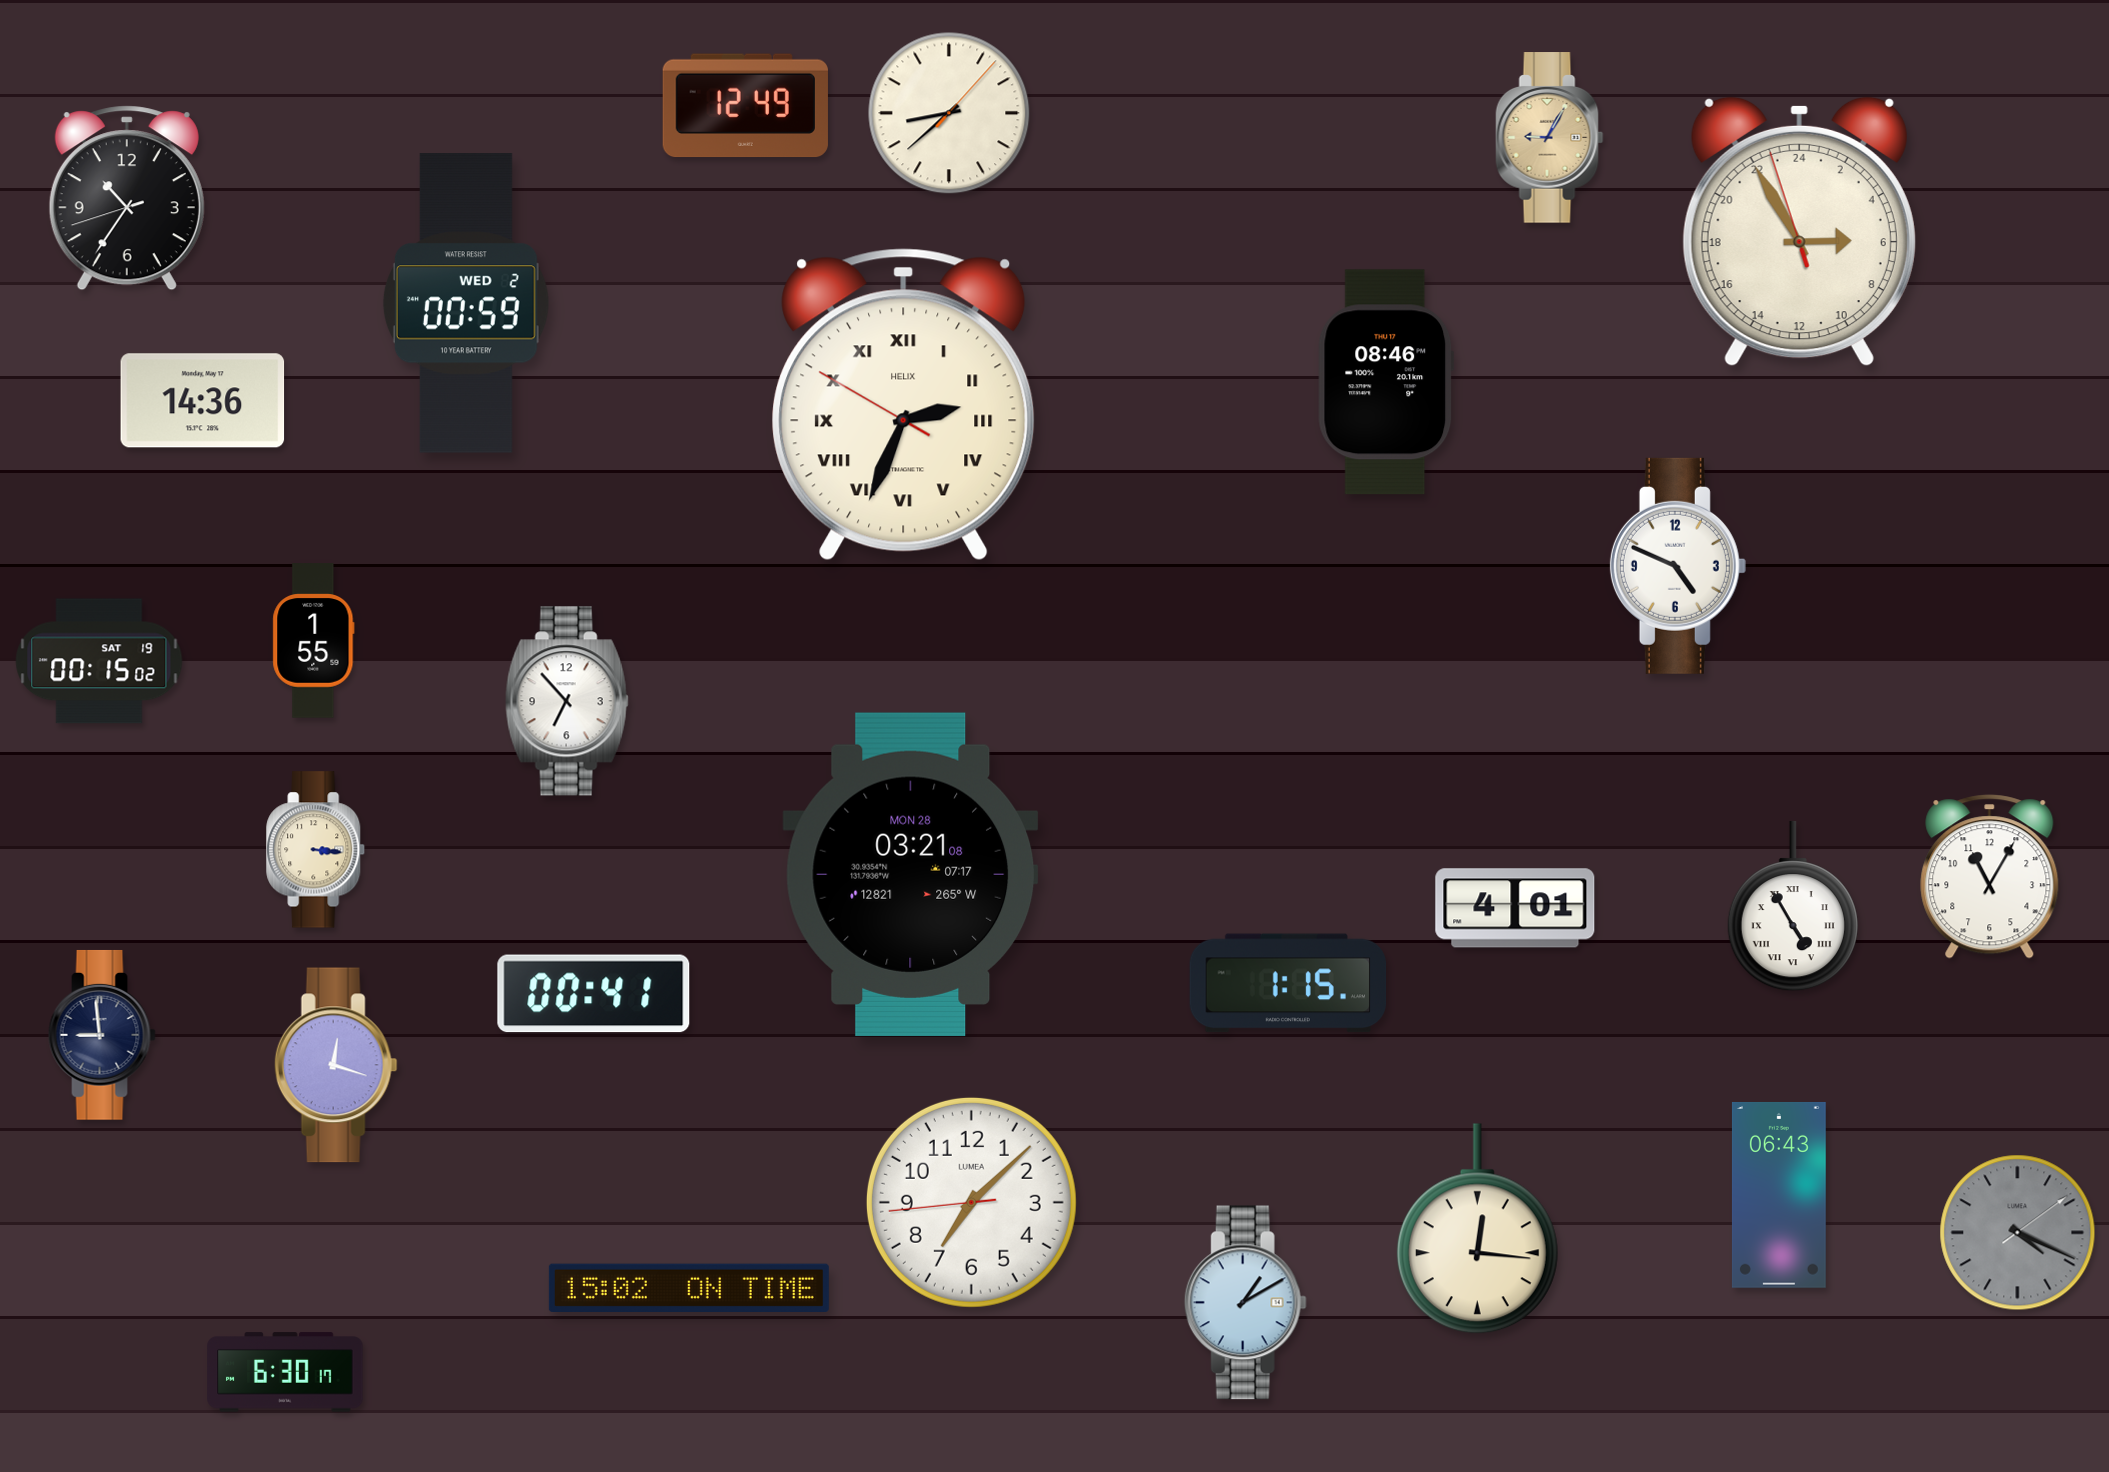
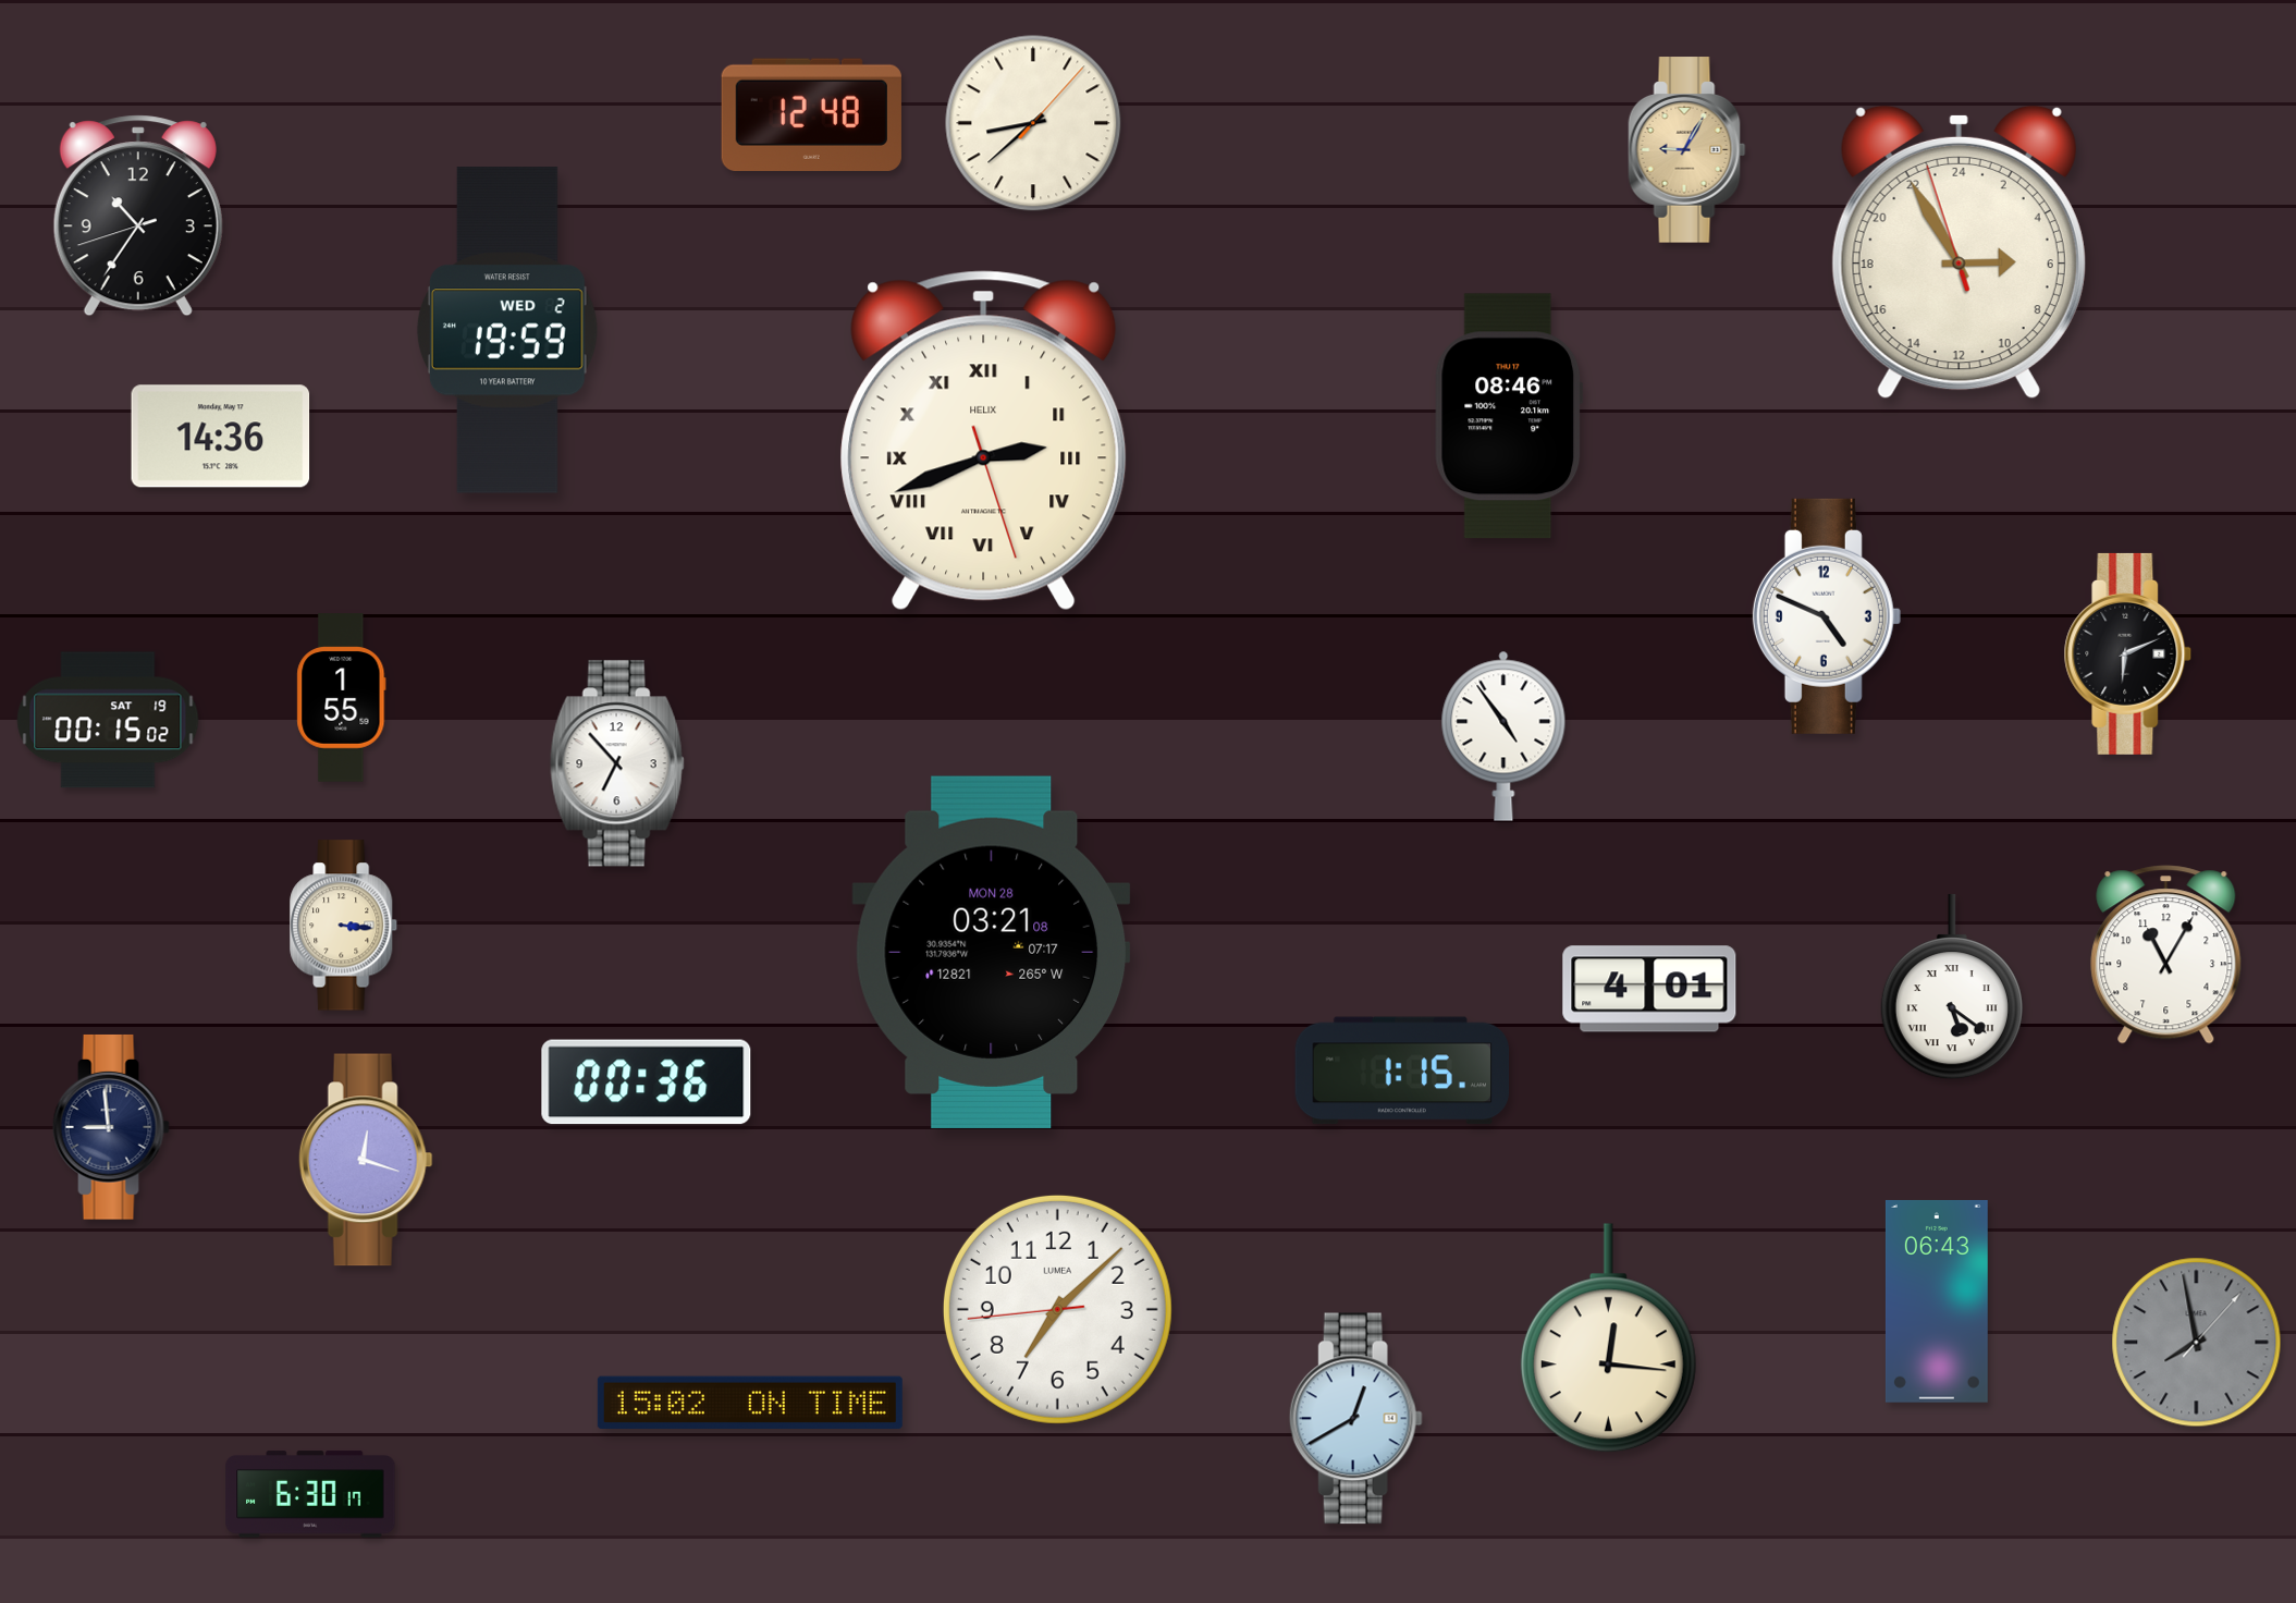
clock at (745, 106): 12:49 -> 12:48
clock at (466, 303): 00:59 -> 19:59
clock at (904, 405): 2:33 -> 2:41
clock at (2128, 653): none -> 6:11
clock at (1503, 736): none -> 4:54
clock at (1793, 906): 4:55 -> 5:21
clock at (594, 994): 00:41 -> 00:36
clock at (2018, 1233): 4:19 -> 7:58
clock at (1245, 1303): 1:10 -> 12:40
